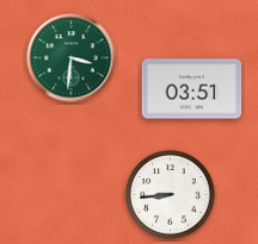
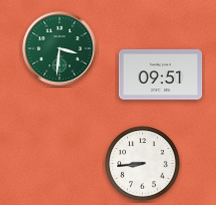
clock at (192, 89): 03:51 -> 09:51
